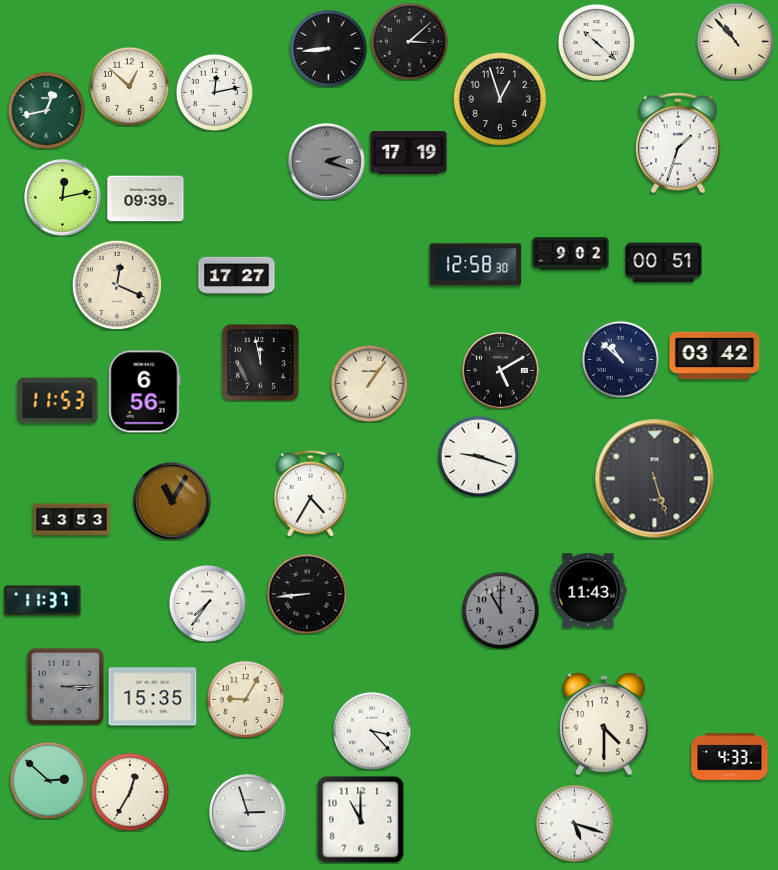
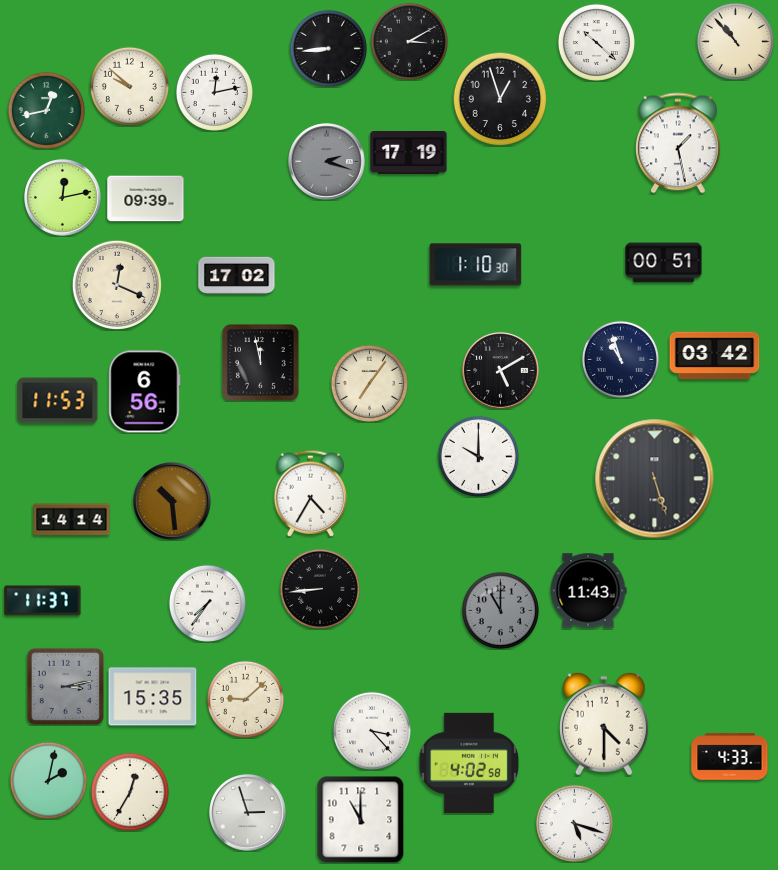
clock at (409, 41): 3:08 -> 3:10
clock at (129, 86): 12:52 -> 9:52
clock at (678, 143): 1:33 -> 1:28
clock at (571, 254): 9:02 -> none
clock at (476, 265): 12:58 -> 1:10
clock at (237, 275): 17:27 -> 17:02
clock at (620, 359): 10:52 -> 10:57
clock at (369, 383): 1:06 -> 7:06
clock at (478, 456): 9:18 -> 10:00
clock at (173, 502): 11:05 -> 10:29
clock at (72, 520): 13:53 -> 14:14
clock at (307, 594) position: (307, 594) -> (320, 589)
clock at (65, 686): 3:15 -> 3:13
clock at (245, 699): 9:05 -> 9:08
clock at (469, 763): none -> 4:02
clock at (48, 780): 2:52 -> 2:02
